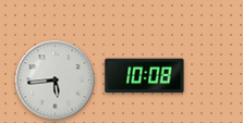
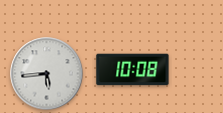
clock at (56, 81) position: (56, 81) -> (47, 74)
